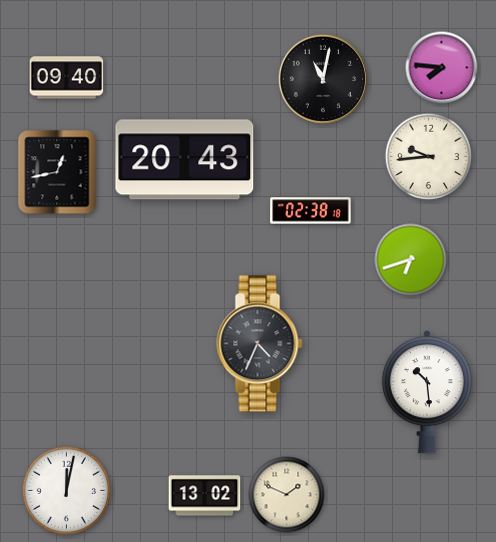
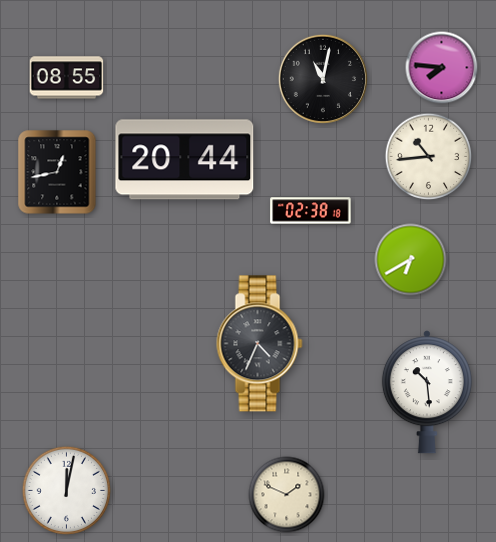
clock at (67, 78): 09:40 -> 08:55
clock at (429, 157): 9:44 -> 10:44
clock at (185, 160): 20:43 -> 20:44
clock at (411, 260): 6:42 -> 6:40
clock at (205, 496): 13:02 -> none
